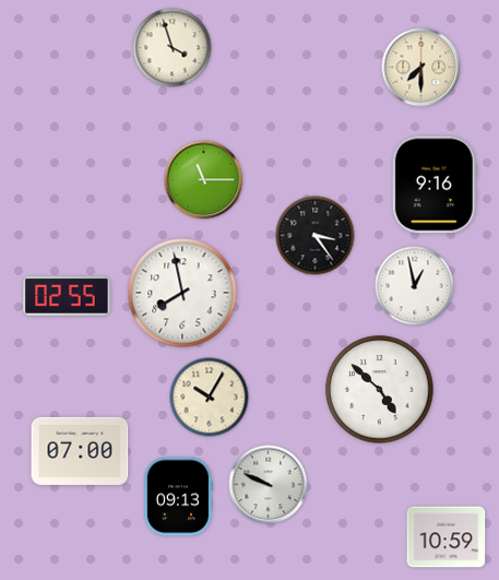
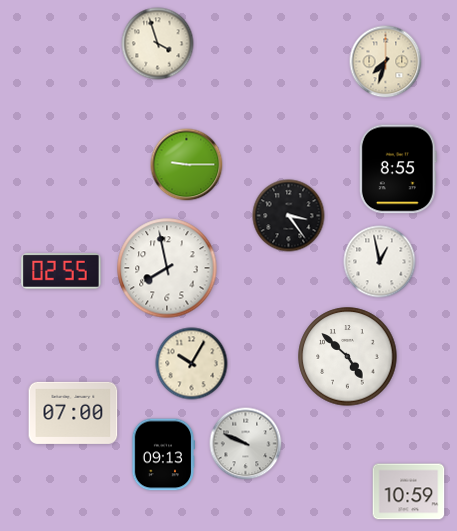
clock at (421, 68): 7:30 -> 7:33
clock at (204, 180): 11:15 -> 9:15
clock at (435, 185): 9:16 -> 8:55
